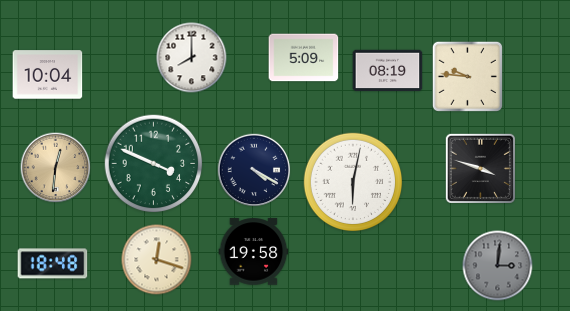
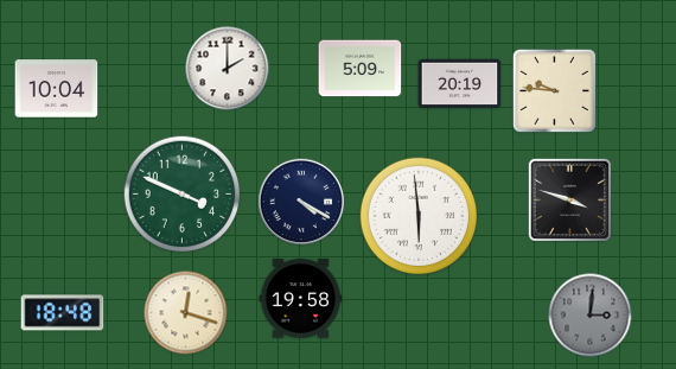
clock at (192, 58): 8:00 -> 2:00
clock at (388, 71): 08:19 -> 20:19
clock at (56, 168): 12:31 -> none
clock at (353, 182): 6:02 -> 5:59
clock at (157, 260) position: (157, 260) -> (186, 313)
